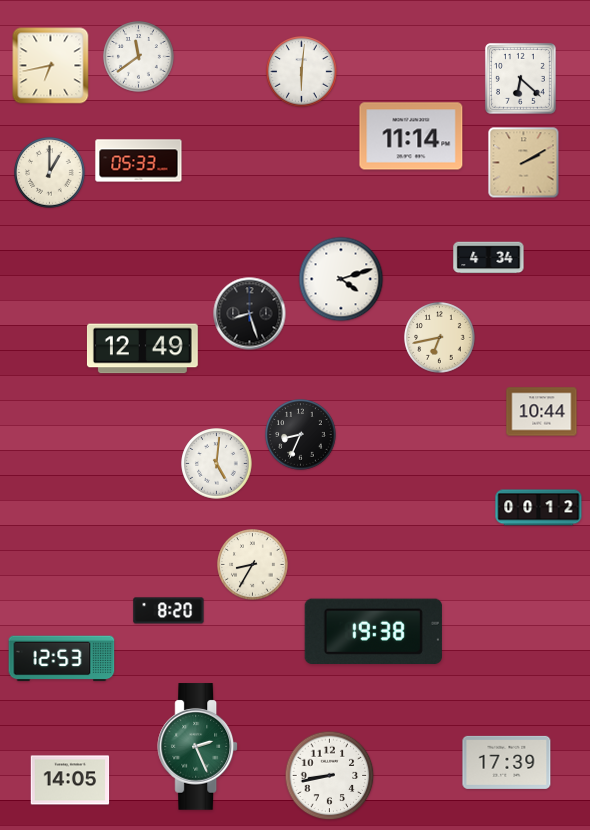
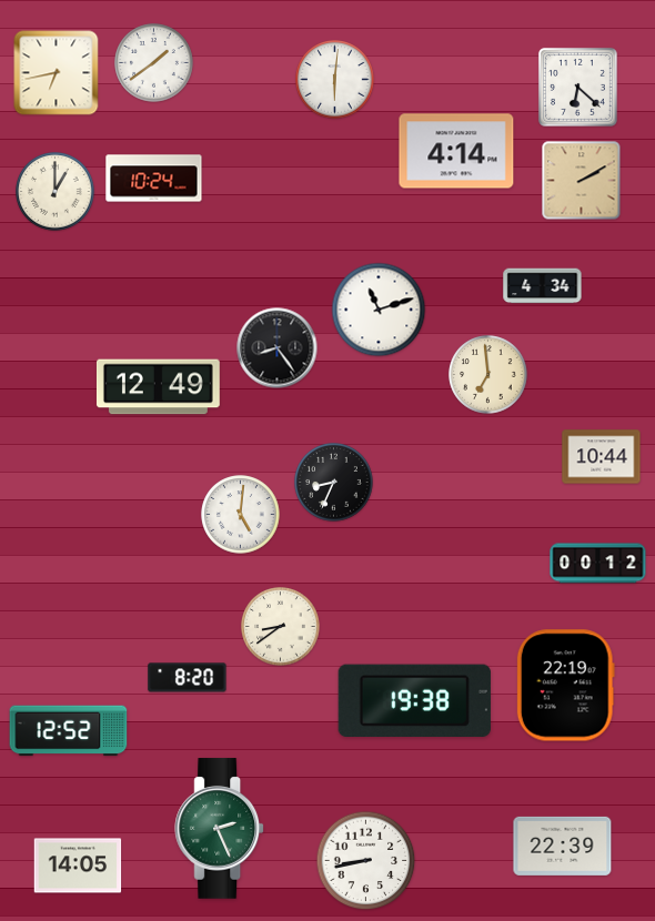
clock at (139, 57): 11:39 -> 1:39
clock at (411, 136): 11:14 -> 4:14
clock at (139, 161): 05:33 -> 10:24
clock at (341, 279): 4:12 -> 11:12
clock at (250, 314): 8:27 -> 8:24
clock at (440, 338): 6:43 -> 6:59
clock at (253, 565): 8:35 -> 8:39
clock at (565, 686): none -> 22:19
clock at (62, 659): 12:53 -> 12:52
clock at (507, 762): 17:39 -> 22:39
